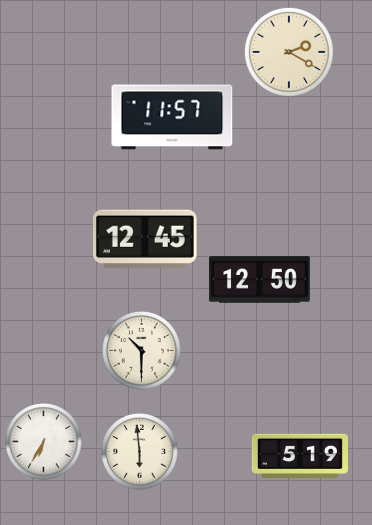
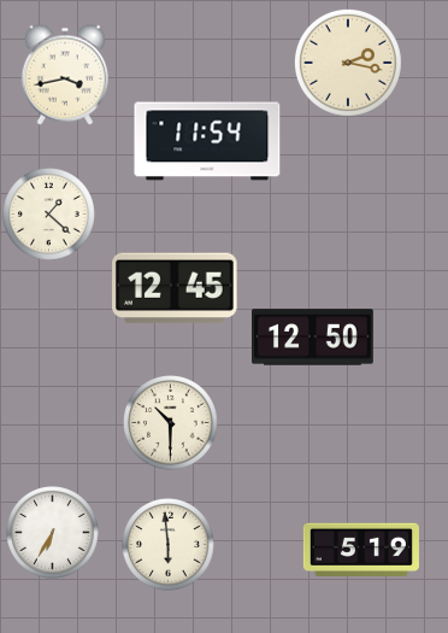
clock at (289, 52): 2:20 -> 2:17
clock at (64, 75): none -> 3:43
clock at (172, 117): 11:57 -> 11:54
clock at (49, 215): none -> 1:22
